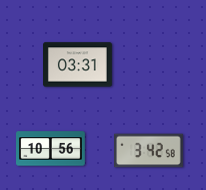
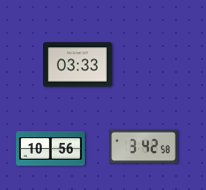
clock at (78, 65): 03:31 -> 03:33
clock at (149, 151) position: (149, 151) -> (144, 147)
